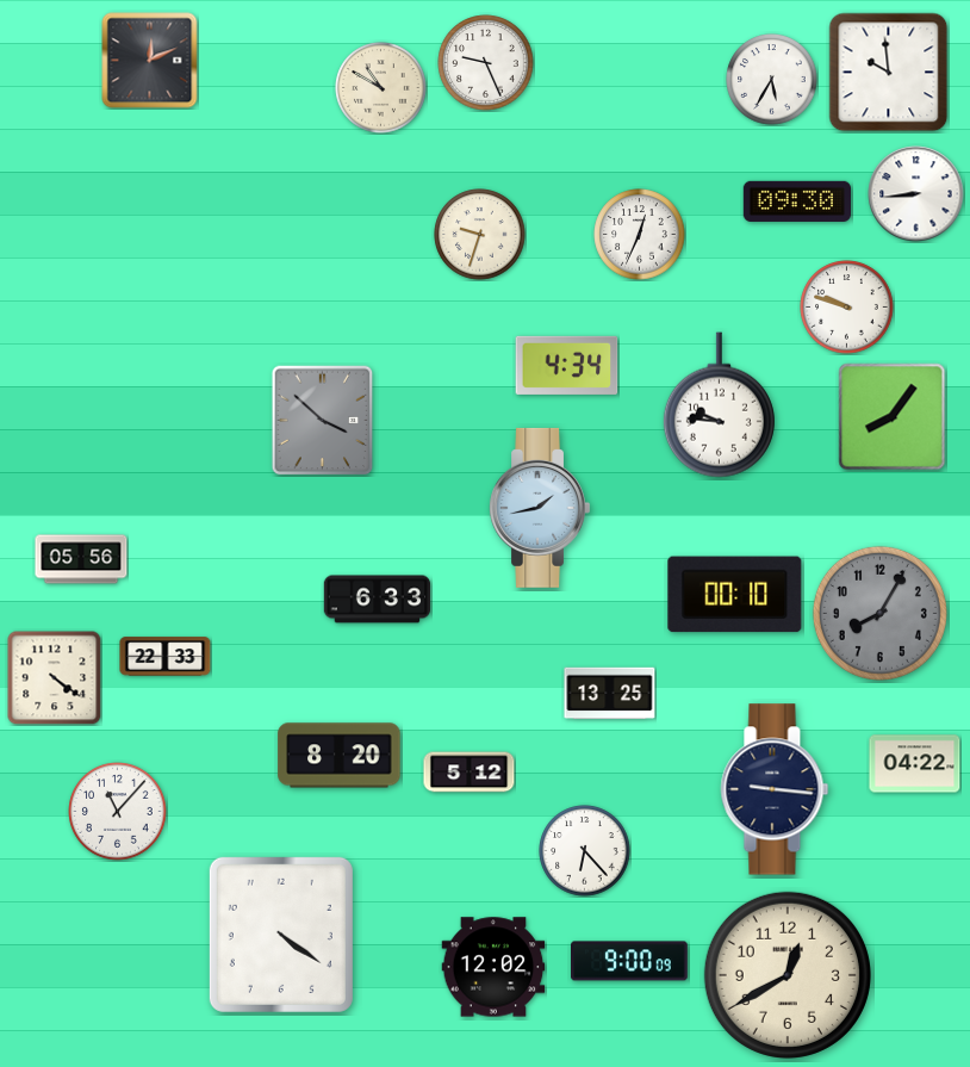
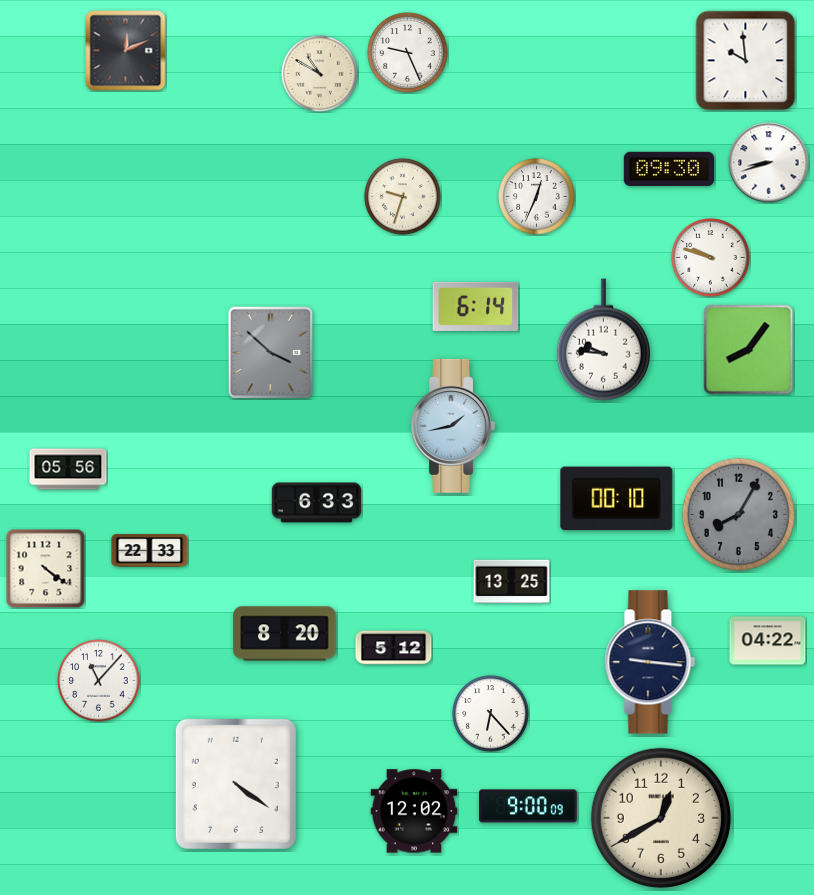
clock at (772, 80): 5:35 -> none
clock at (916, 194): 8:44 -> 8:42
clock at (567, 365): 4:34 -> 6:14
clock at (166, 657) position: (166, 657) -> (150, 551)
